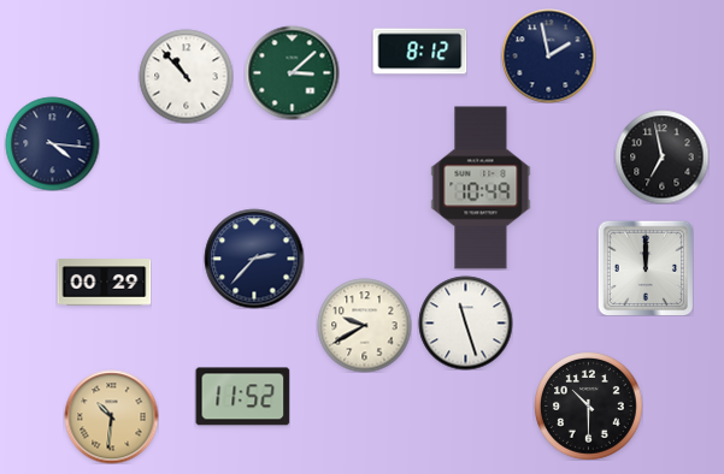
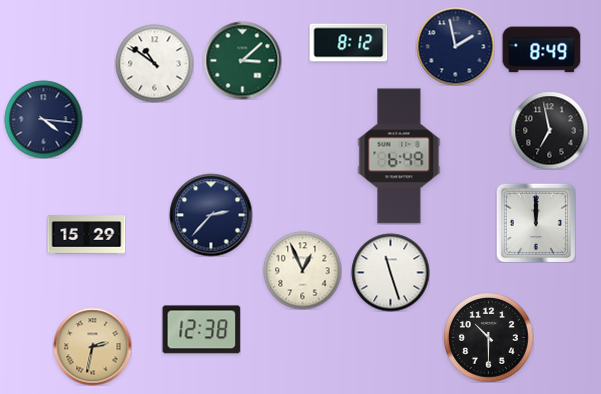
clock at (541, 50): none -> 8:49
clock at (186, 76): 10:53 -> 10:51
clock at (481, 188): 10:49 -> 6:49
clock at (104, 283): 00:29 -> 15:29
clock at (465, 322) position: (465, 322) -> (390, 272)
clock at (364, 325): 9:40 -> 12:56
clock at (242, 397): 11:52 -> 12:38
clock at (111, 416): 10:31 -> 2:32
